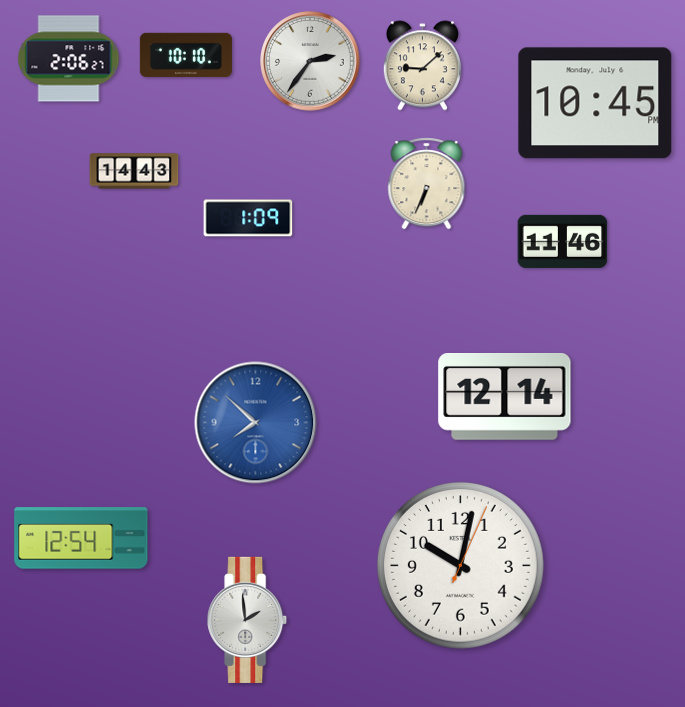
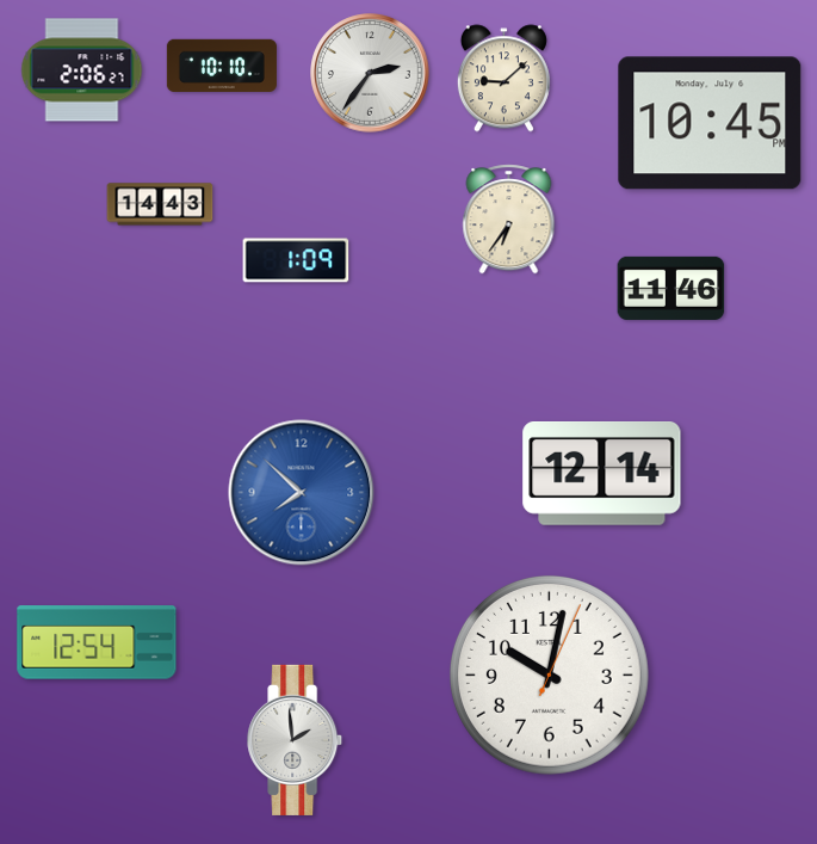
clock at (427, 184): 6:34 -> 6:36
clock at (256, 423) position: (256, 423) -> (302, 493)
